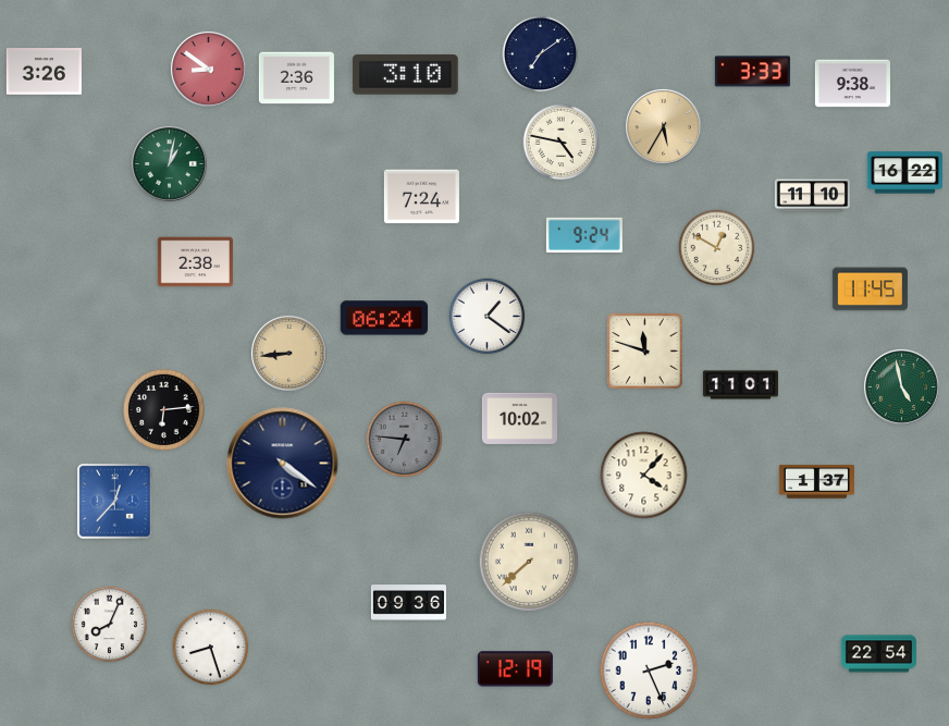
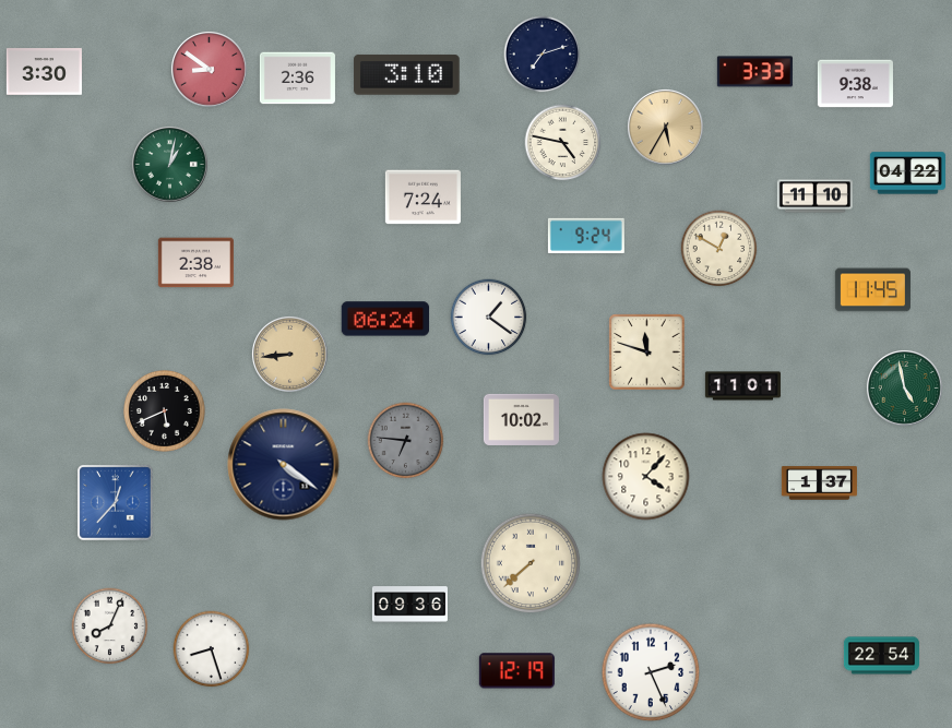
clock at (541, 54): 7:09 -> 7:12
clock at (44, 72): 3:26 -> 3:30
clock at (904, 173): 16:22 -> 04:22
clock at (164, 410): 6:14 -> 5:41
